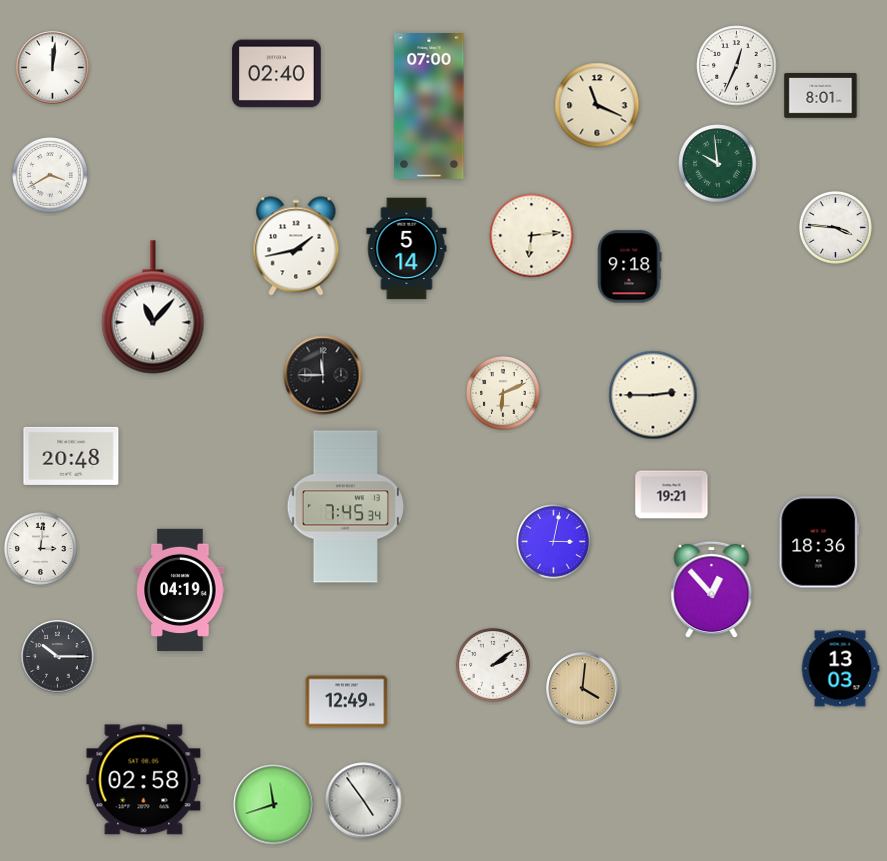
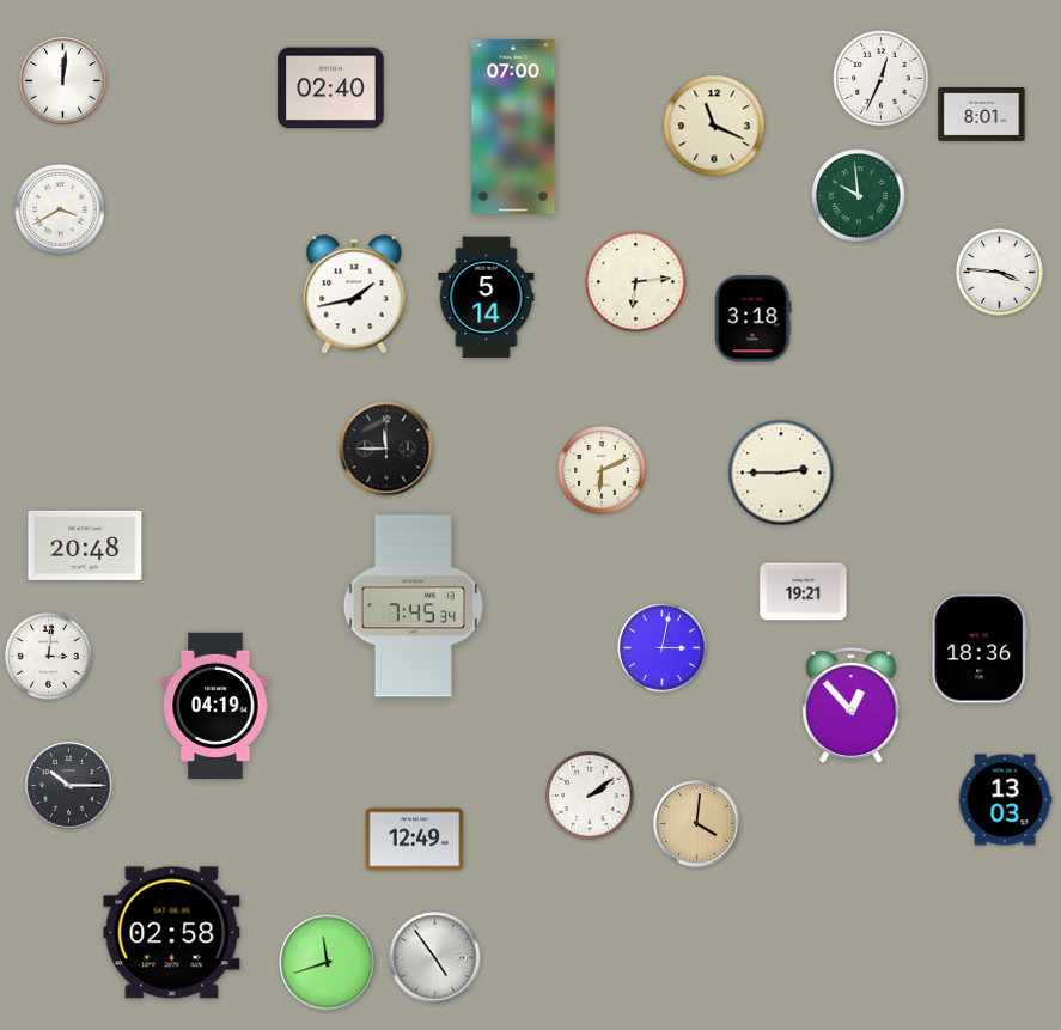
clock at (630, 267): 9:18 -> 3:18
clock at (153, 307): 11:07 -> none
